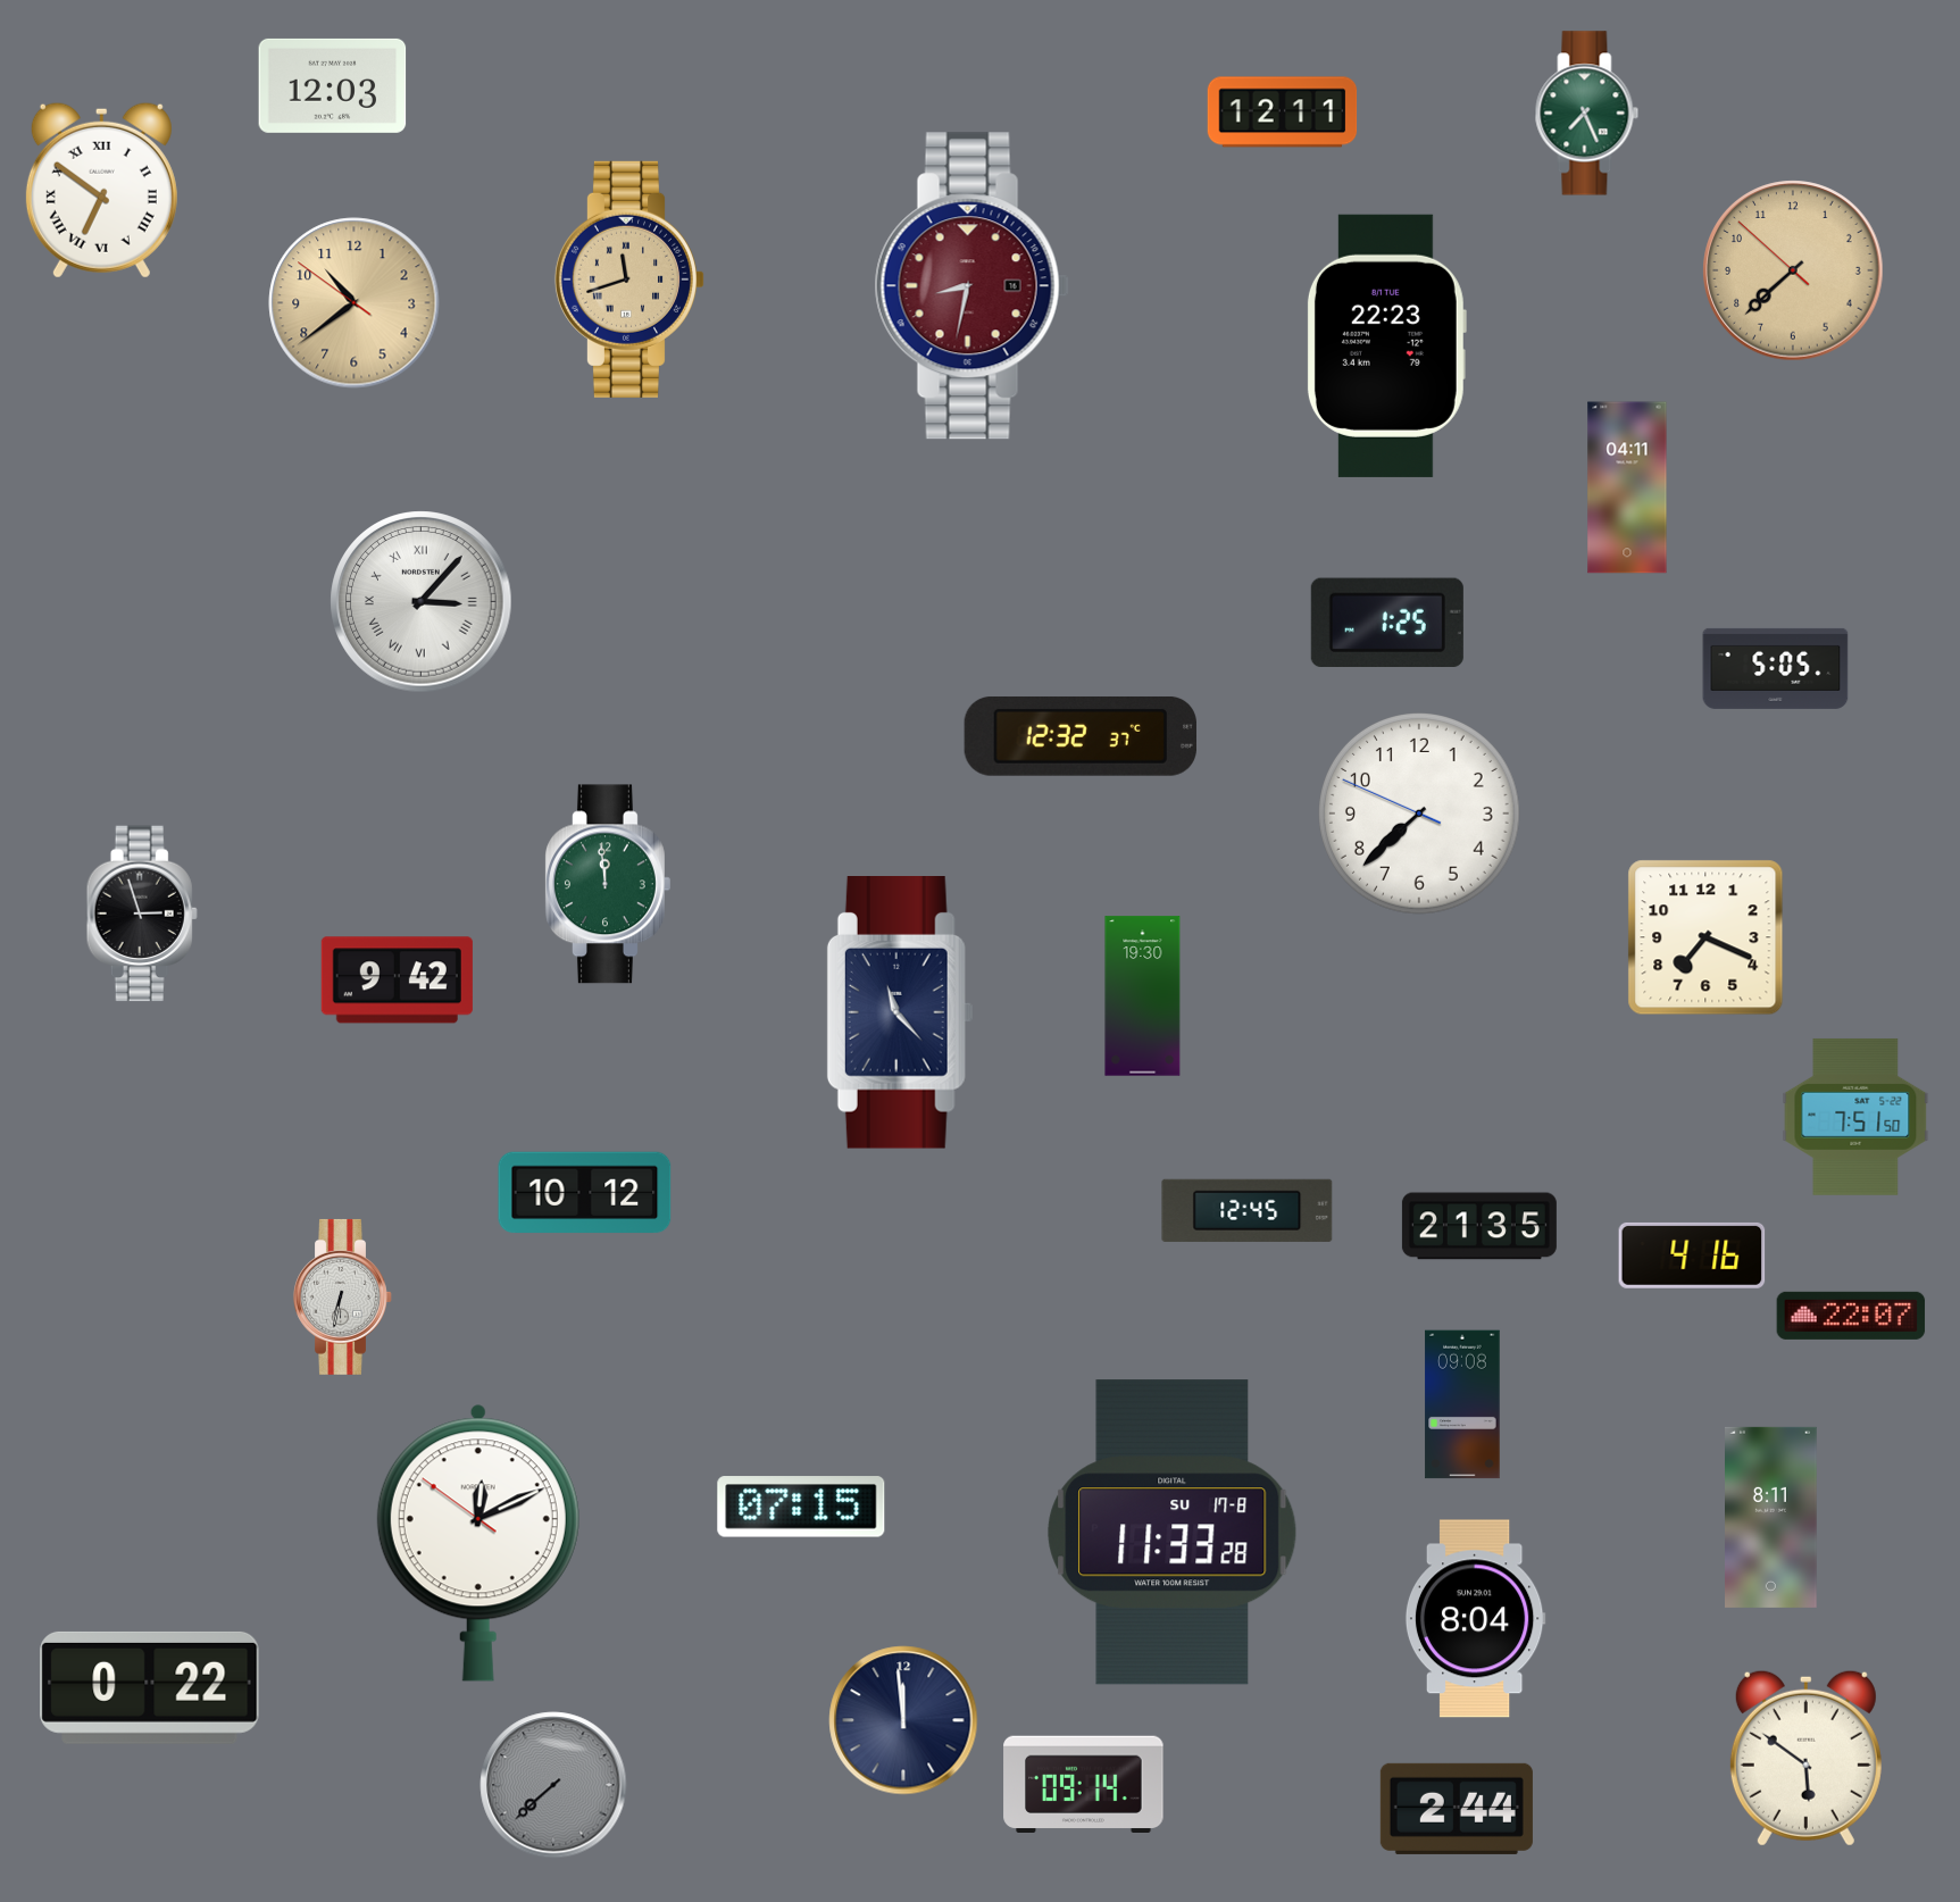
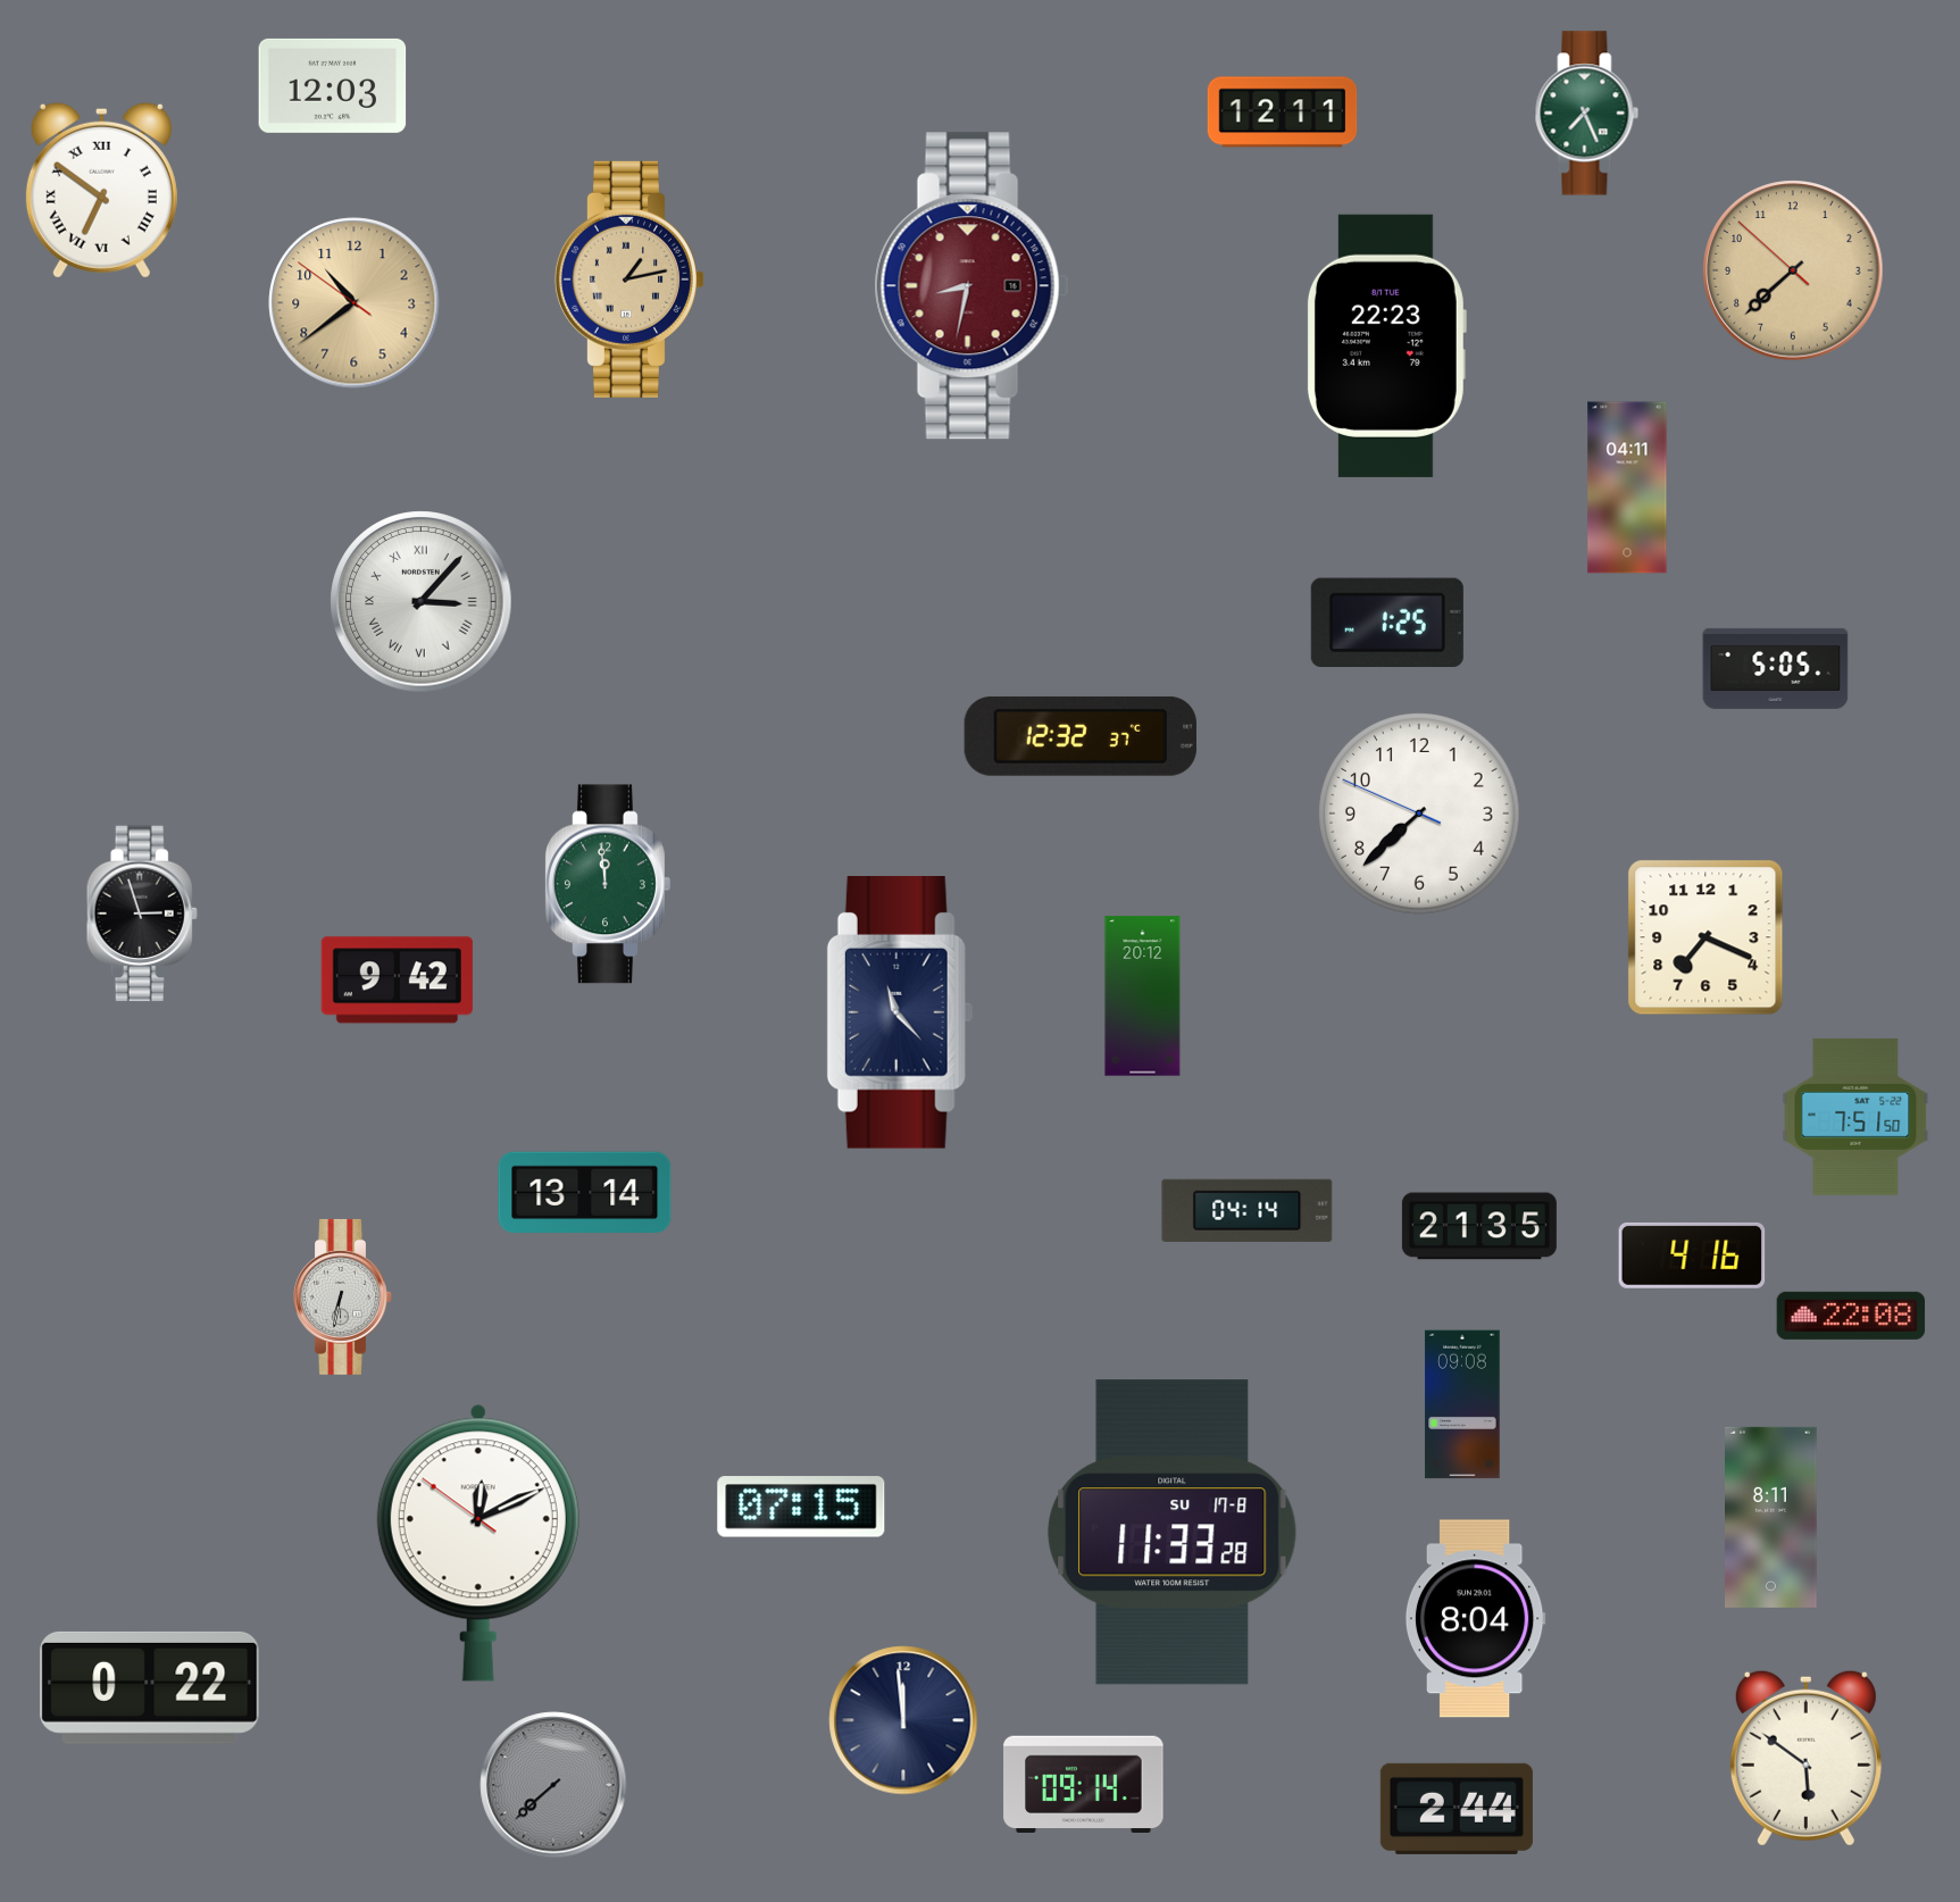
clock at (629, 280): 11:42 -> 1:13
clock at (1143, 996): 19:30 -> 20:12
clock at (585, 1193): 10:12 -> 13:14
clock at (1248, 1210): 12:45 -> 04:14
clock at (1851, 1316): 22:07 -> 22:08
